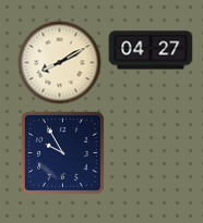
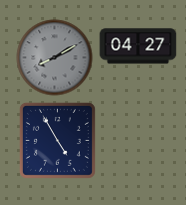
clock at (60, 63) dial: cream -> grey
clock at (62, 152): 9:55 -> 4:55
